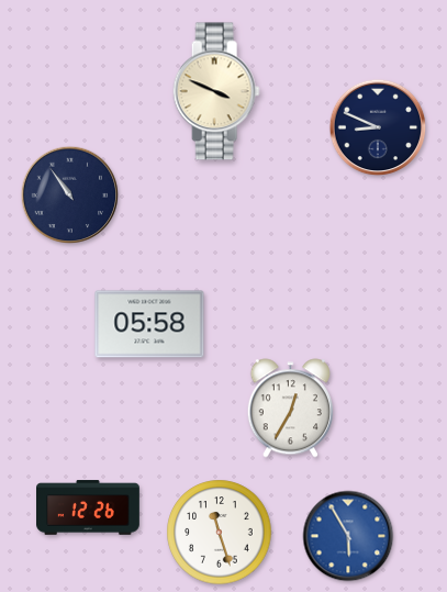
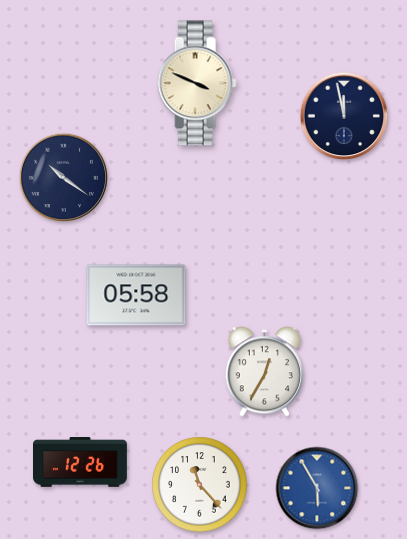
clock at (378, 127): 8:49 -> 11:58
clock at (70, 196): 10:54 -> 10:21
clock at (220, 533): 11:27 -> 11:23
